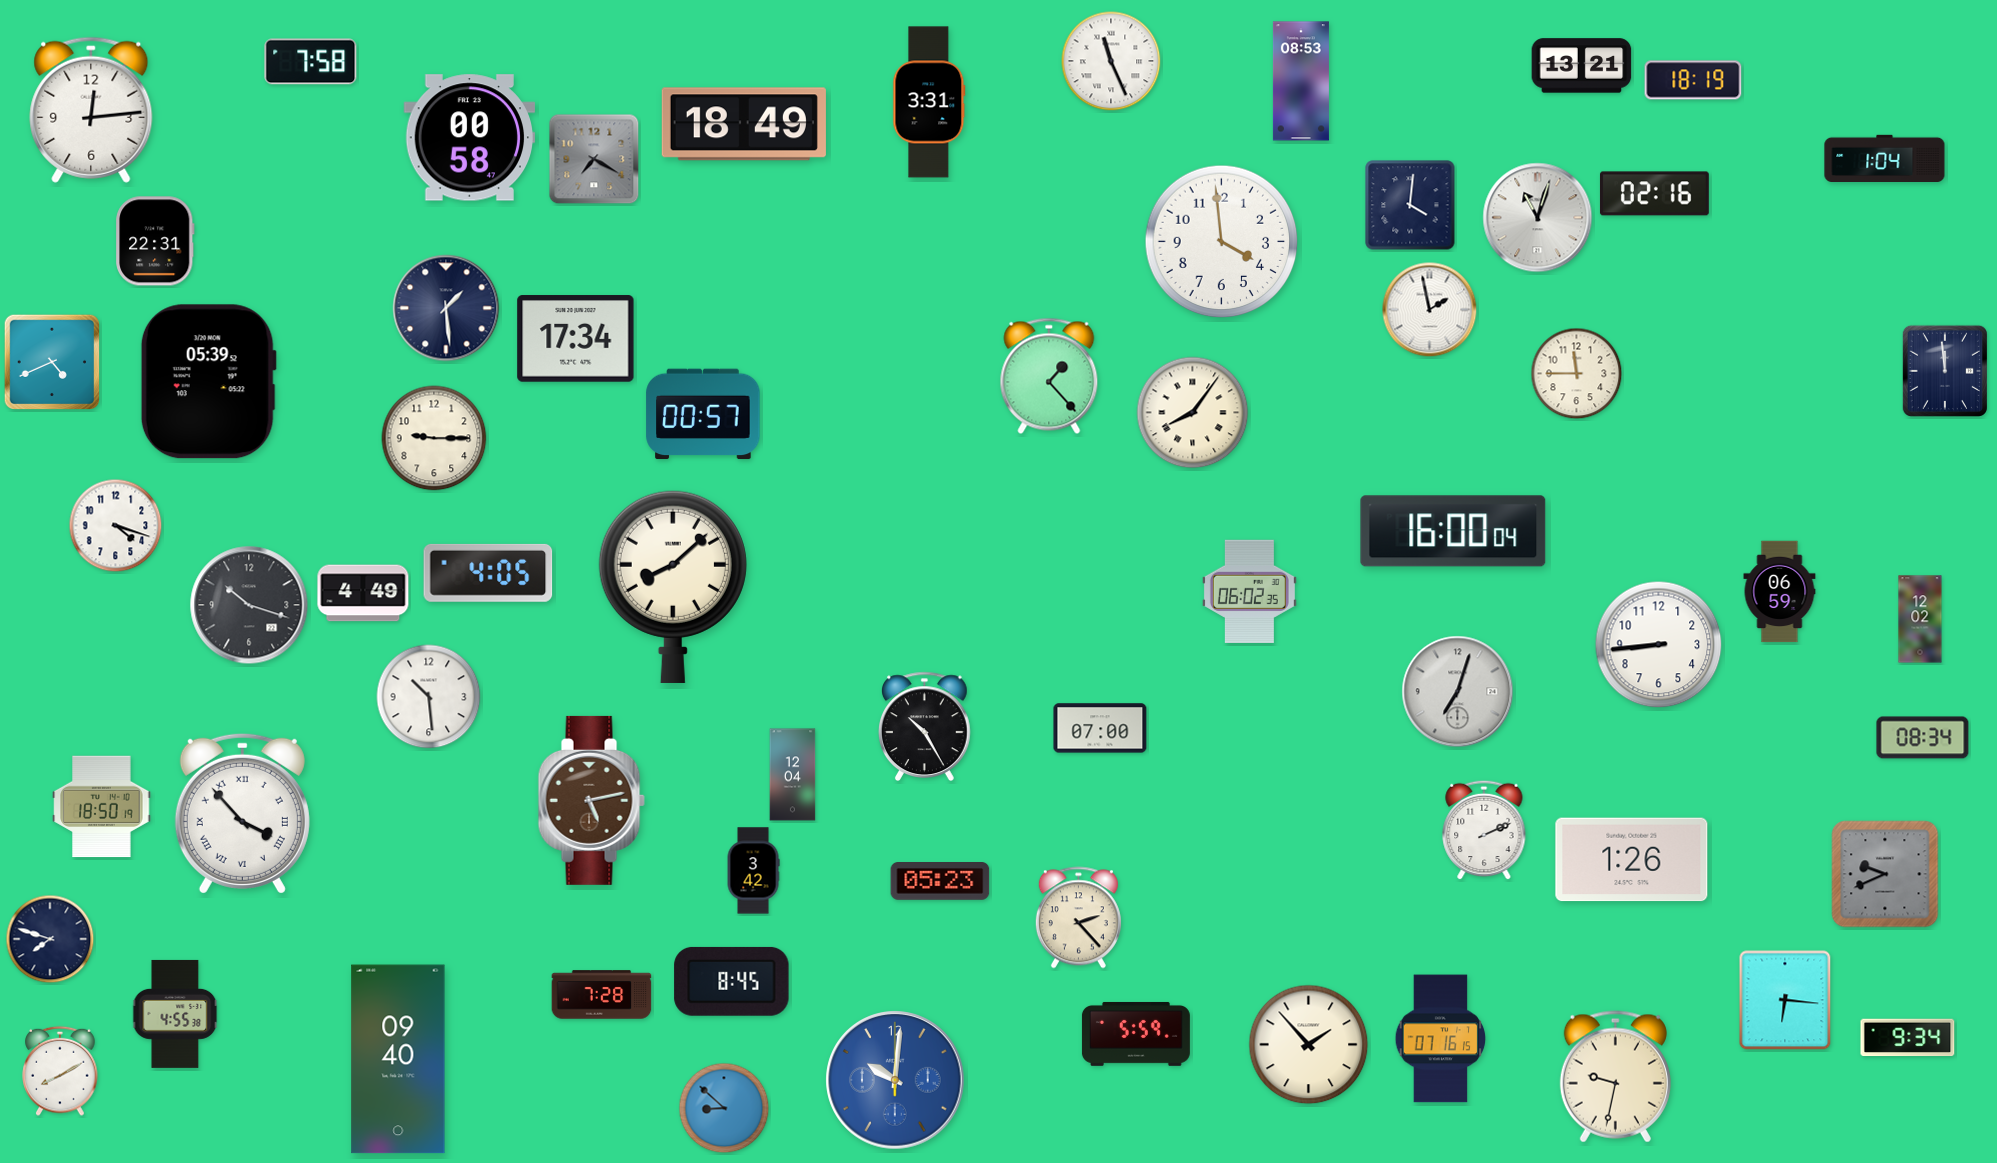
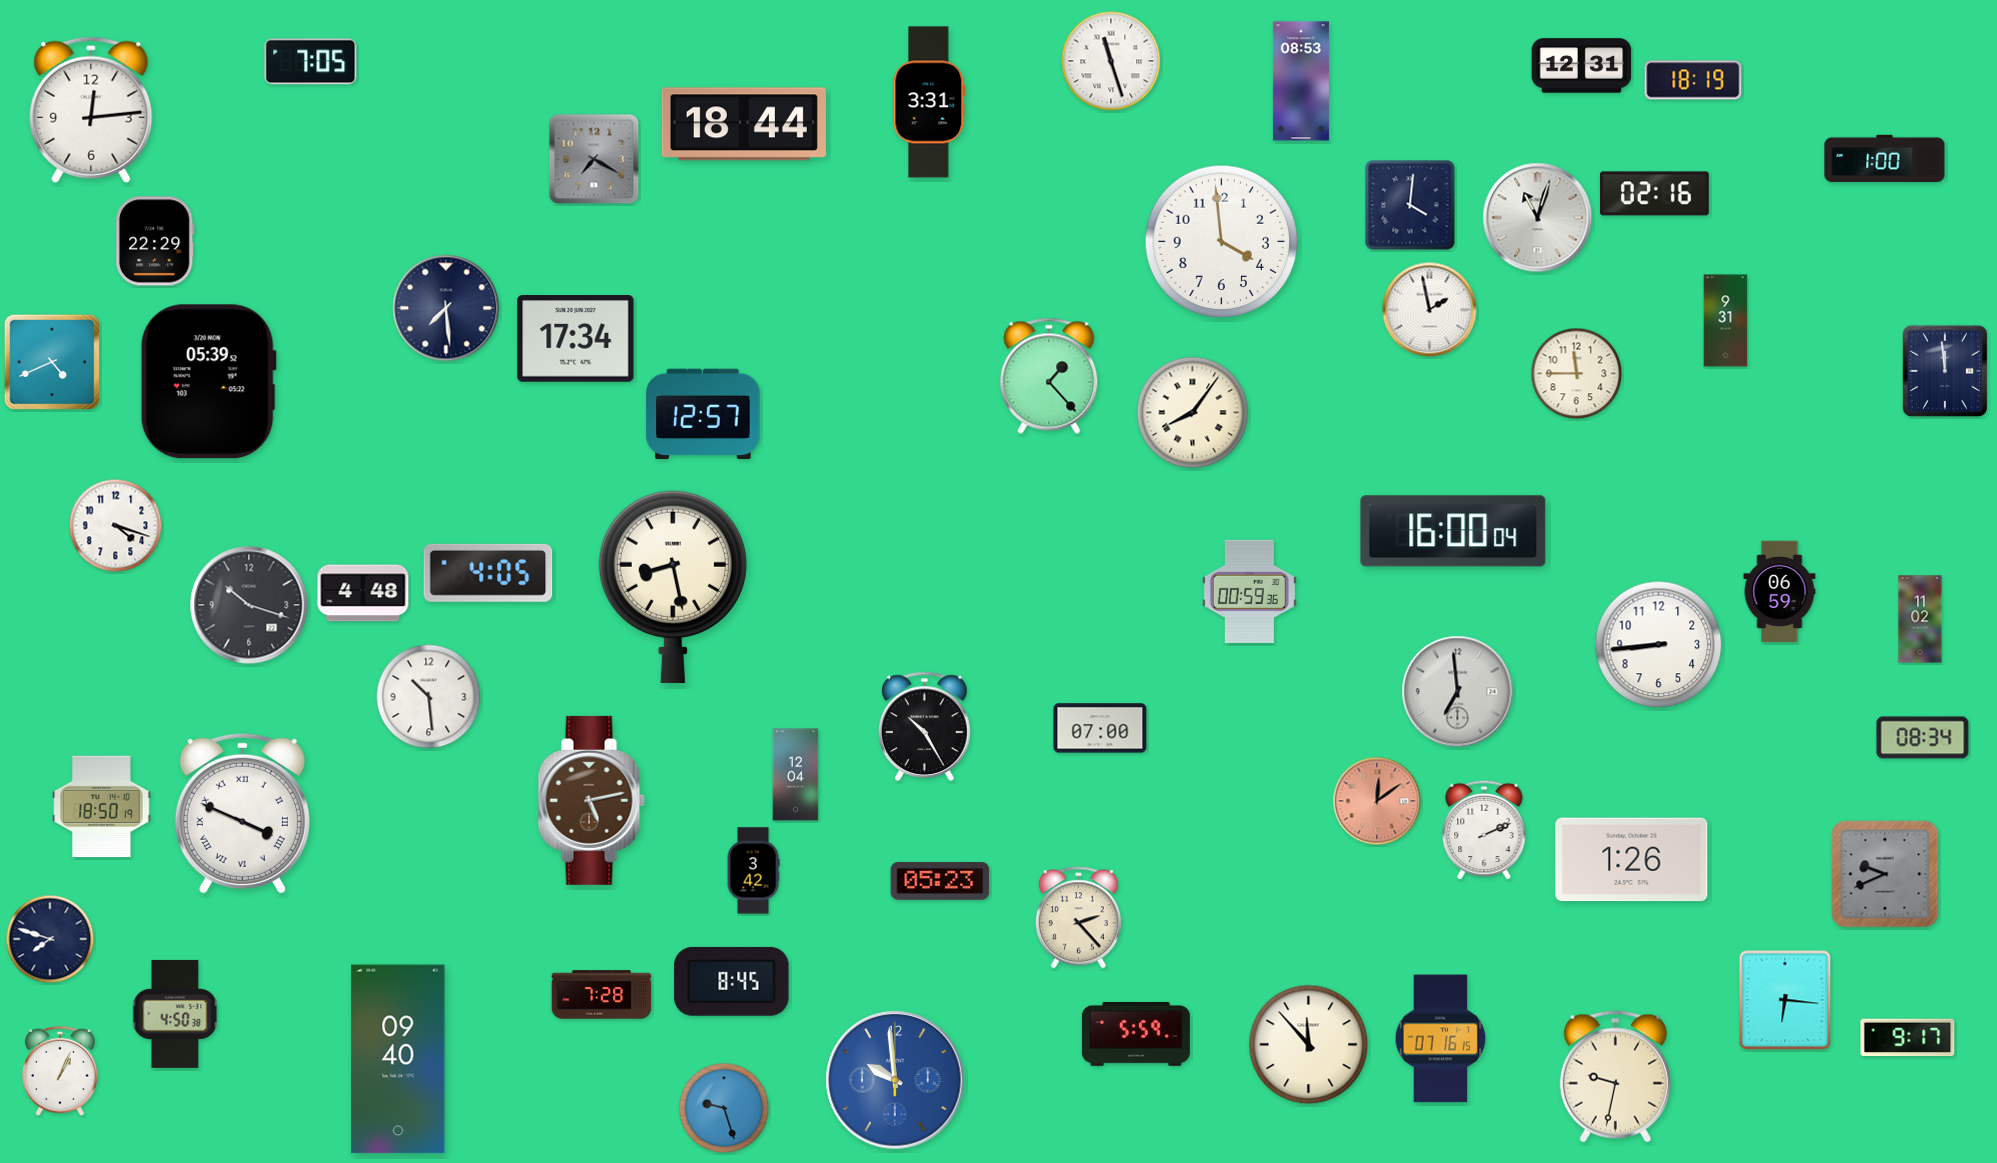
clock at (1111, 61): 11:26 -> 11:27
clock at (311, 62): 7:58 -> 7:05
clock at (1582, 66): 13:21 -> 12:31
clock at (744, 124): 18:49 -> 18:44
clock at (470, 138): 00:58 -> none
clock at (1885, 159): 1:04 -> 1:00
clock at (156, 241): 22:31 -> 22:29
clock at (446, 308): 1:29 -> 7:29
clock at (1726, 321): none -> 9:31
clock at (703, 414): 00:57 -> 12:57
clock at (434, 438): 9:15 -> none
clock at (673, 586): 8:08 -> 8:28
clock at (1249, 591): 06:02 -> 00:59
clock at (363, 593): 4:49 -> 4:48
clock at (1920, 619): 12:02 -> 11:02
clock at (1458, 692): 7:03 -> 6:59
clock at (793, 775) position: (793, 775) -> (796, 775)
clock at (1377, 801): none -> 12:09
clock at (242, 813): 3:53 -> 3:49
clock at (175, 1014): 4:55 -> 4:50
clock at (1908, 1038): 9:34 -> 9:17
clock at (1309, 1045): 1:53 -> 11:53
clock at (60, 1071): 8:10 -> 1:04
clock at (895, 1080): 10:01 -> 9:59
clock at (724, 1108): 8:52 -> 9:27
